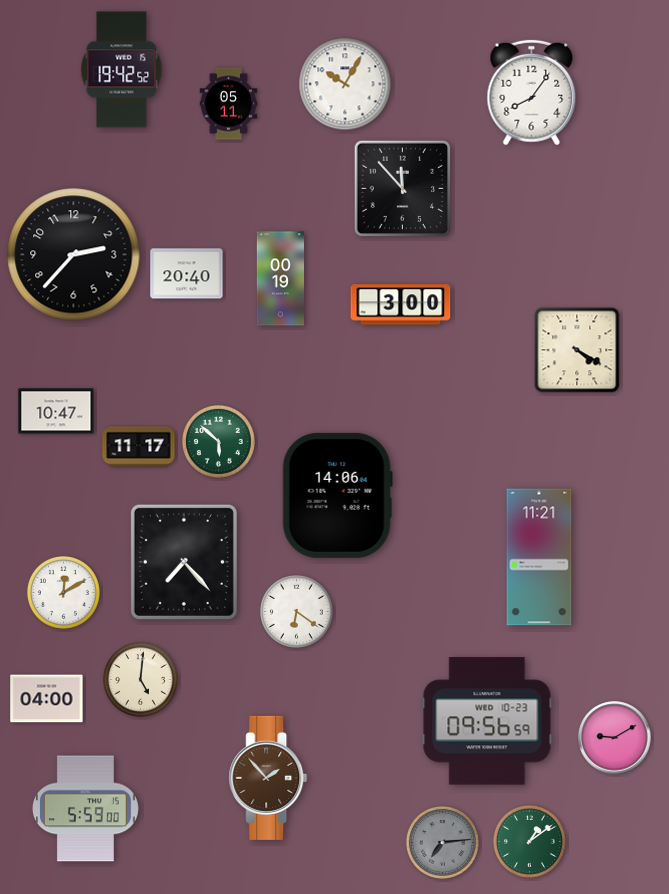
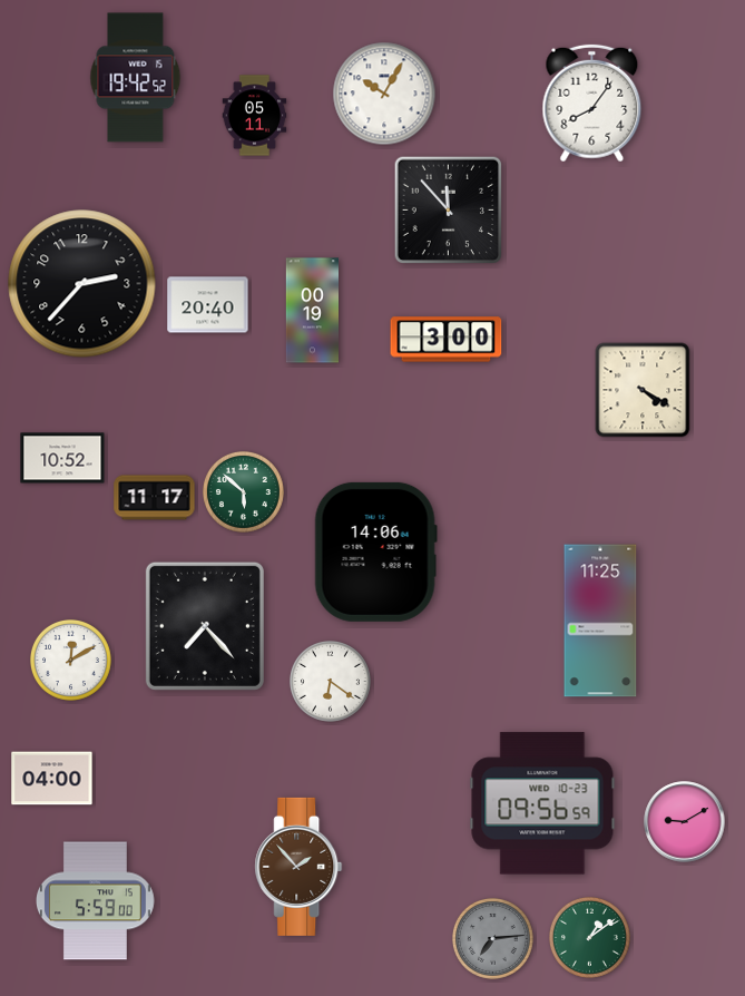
clock at (56, 411): 10:47 -> 10:52
clock at (539, 557): 11:21 -> 11:25
clock at (141, 680): 5:01 -> none
